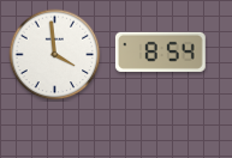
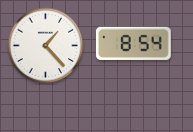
clock at (55, 55): 3:59 -> 1:23
